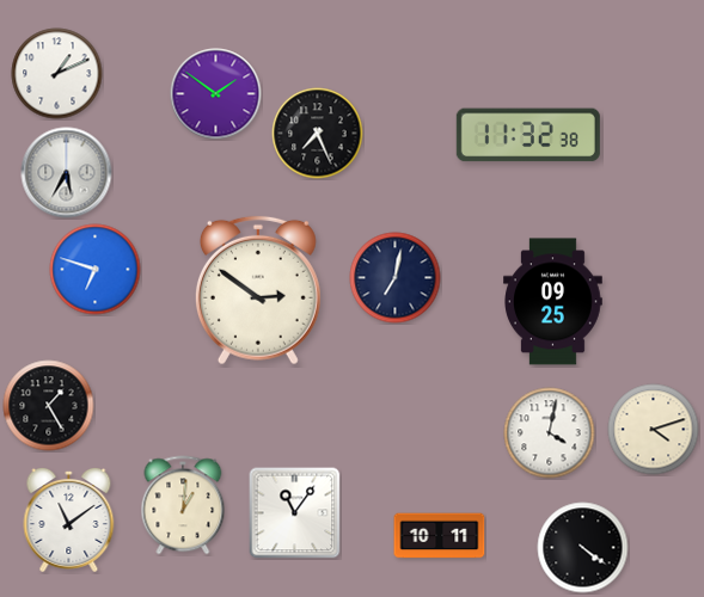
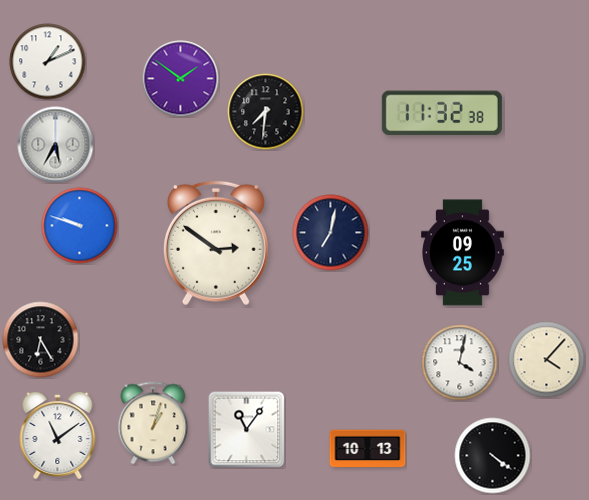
clock at (318, 134): 7:26 -> 7:31
clock at (96, 270): 6:48 -> 9:48
clock at (49, 406): 1:25 -> 6:25
clock at (654, 430): 4:12 -> 4:07
clock at (183, 505): 1:01 -> 1:03
clock at (440, 536): 10:11 -> 10:13
clock at (583, 548) position: (583, 548) -> (493, 456)
